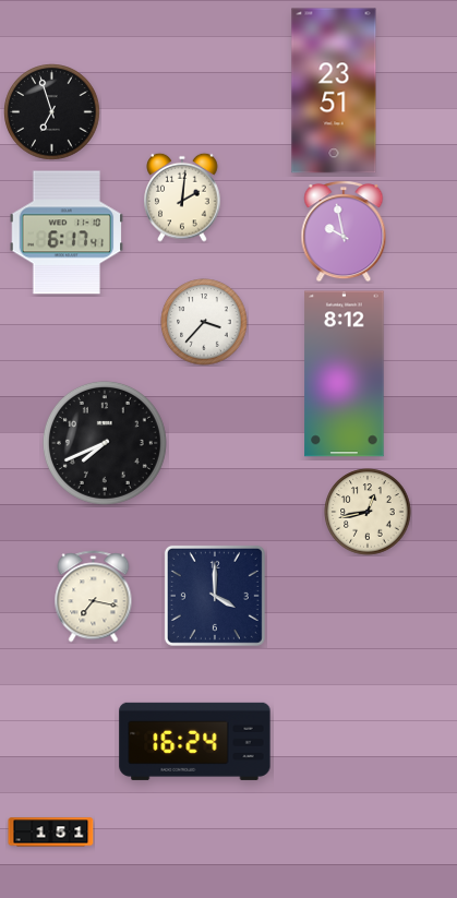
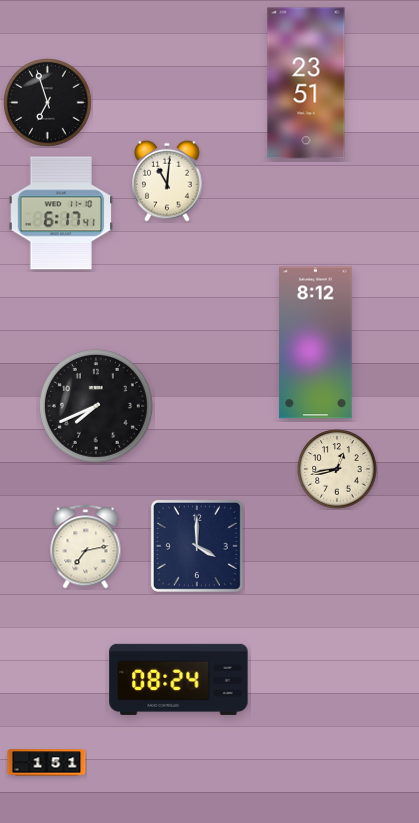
clock at (182, 197): 2:01 -> 11:01
clock at (344, 231): 9:58 -> none
clock at (204, 322): 3:37 -> none
clock at (94, 597): 7:17 -> 7:13
clock at (195, 741): 16:24 -> 08:24
